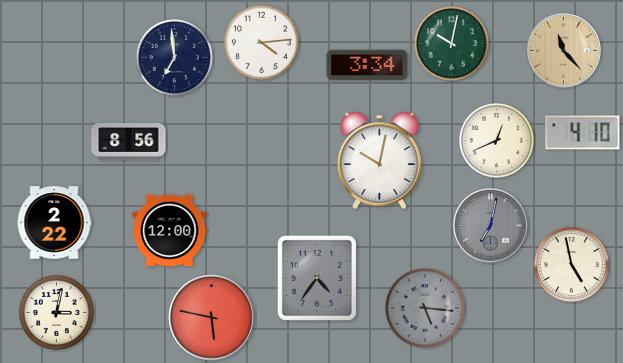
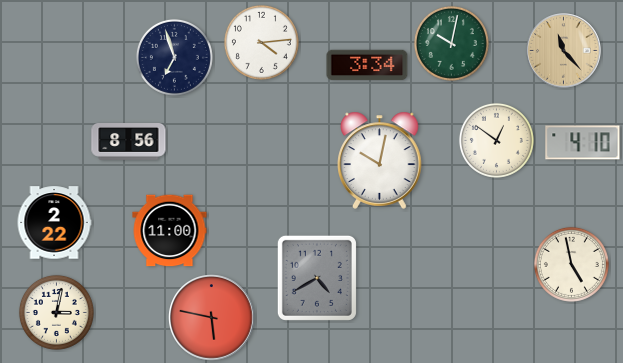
clock at (174, 57): 6:59 -> 6:57
clock at (583, 133) position: (583, 133) -> (583, 143)
clock at (496, 140): 12:41 -> 12:51
clock at (491, 226): 7:02 -> none
clock at (170, 231): 12:00 -> 11:00
clock at (317, 278): 4:36 -> 4:40
clock at (425, 308): 5:16 -> none
